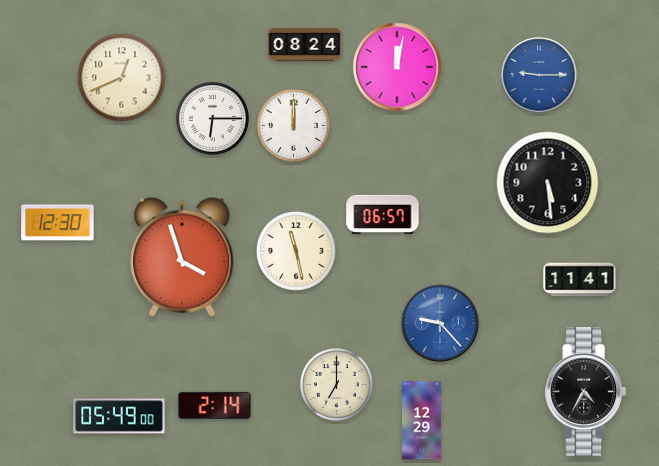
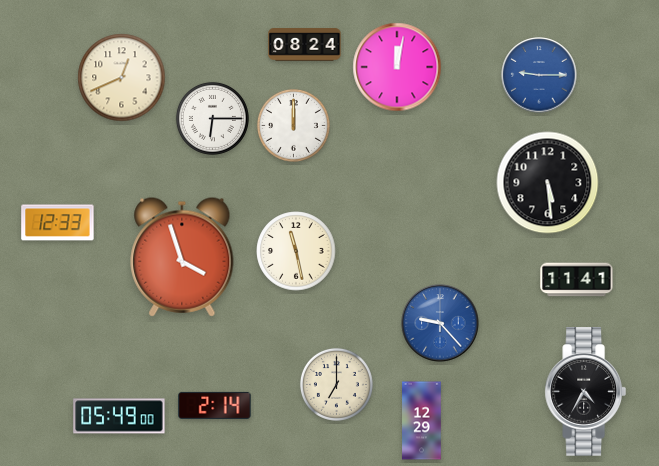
clock at (383, 214): 06:57 -> none
clock at (58, 223): 12:30 -> 12:33
clock at (580, 280) position: (580, 280) -> (577, 280)
